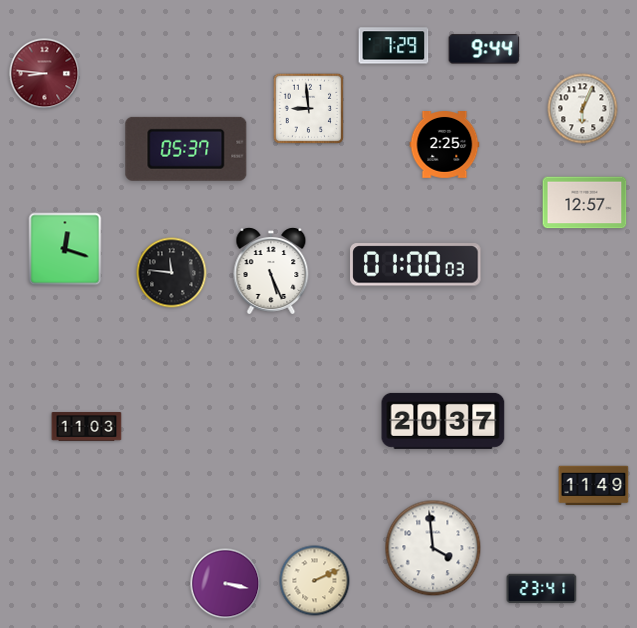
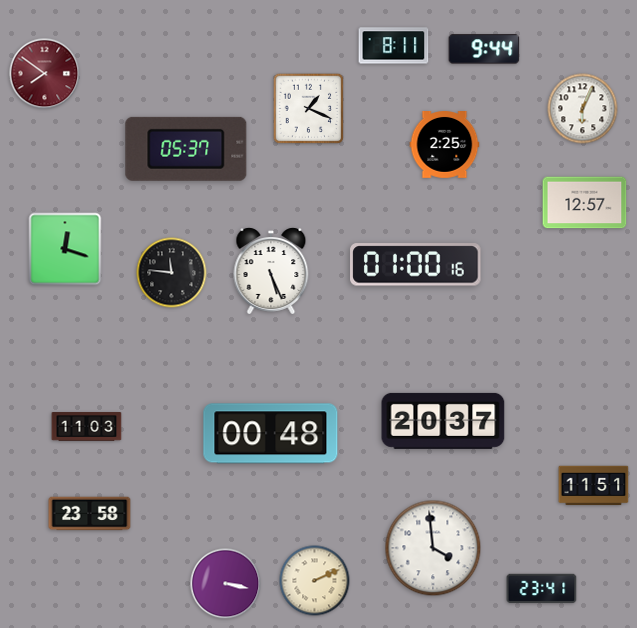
clock at (394, 46): 7:29 -> 8:11
clock at (45, 74): 8:46 -> 7:51
clock at (309, 109): 8:59 -> 1:19
clock at (416, 265): 01:00:03 -> 01:00:16
clock at (271, 434): none -> 00:48
clock at (594, 486): 11:49 -> 11:51
clock at (90, 514): none -> 23:58
